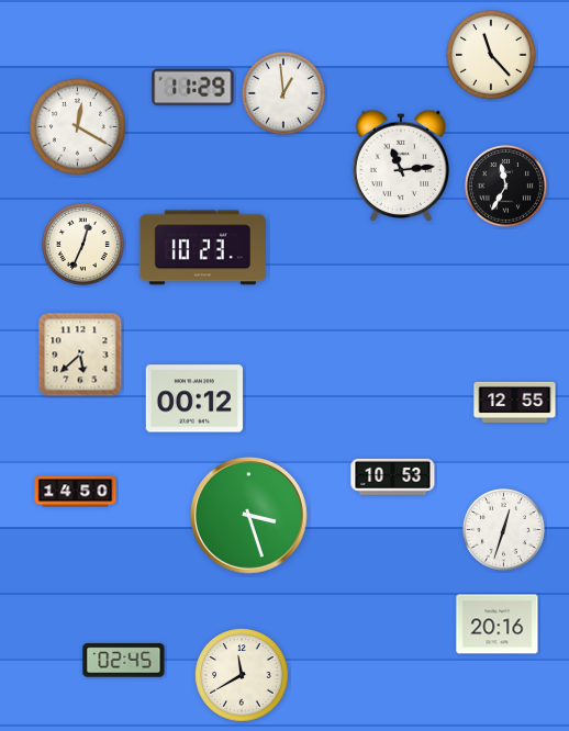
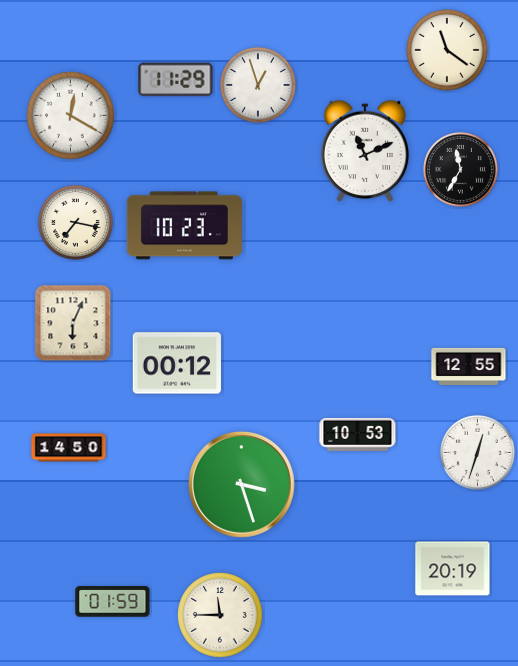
clock at (491, 55): 11:23 -> 11:21
clock at (284, 94): 12:59 -> 12:57
clock at (401, 166): 11:14 -> 11:11
clock at (82, 244): 12:34 -> 7:17
clock at (80, 355): 5:38 -> 6:04
clock at (249, 516) position: (249, 516) -> (242, 485)
clock at (503, 529) position: (503, 529) -> (477, 452)
clock at (498, 625): 20:16 -> 20:19
clock at (124, 661): 02:45 -> 01:59
clock at (242, 675): 11:40 -> 11:45
